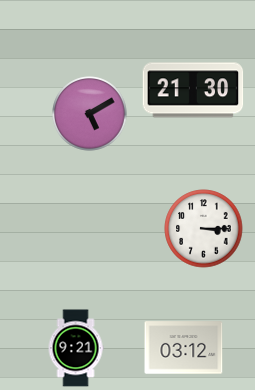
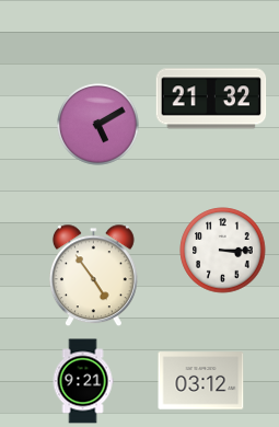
clock at (193, 90): 21:30 -> 21:32
clock at (93, 276): none -> 4:54
